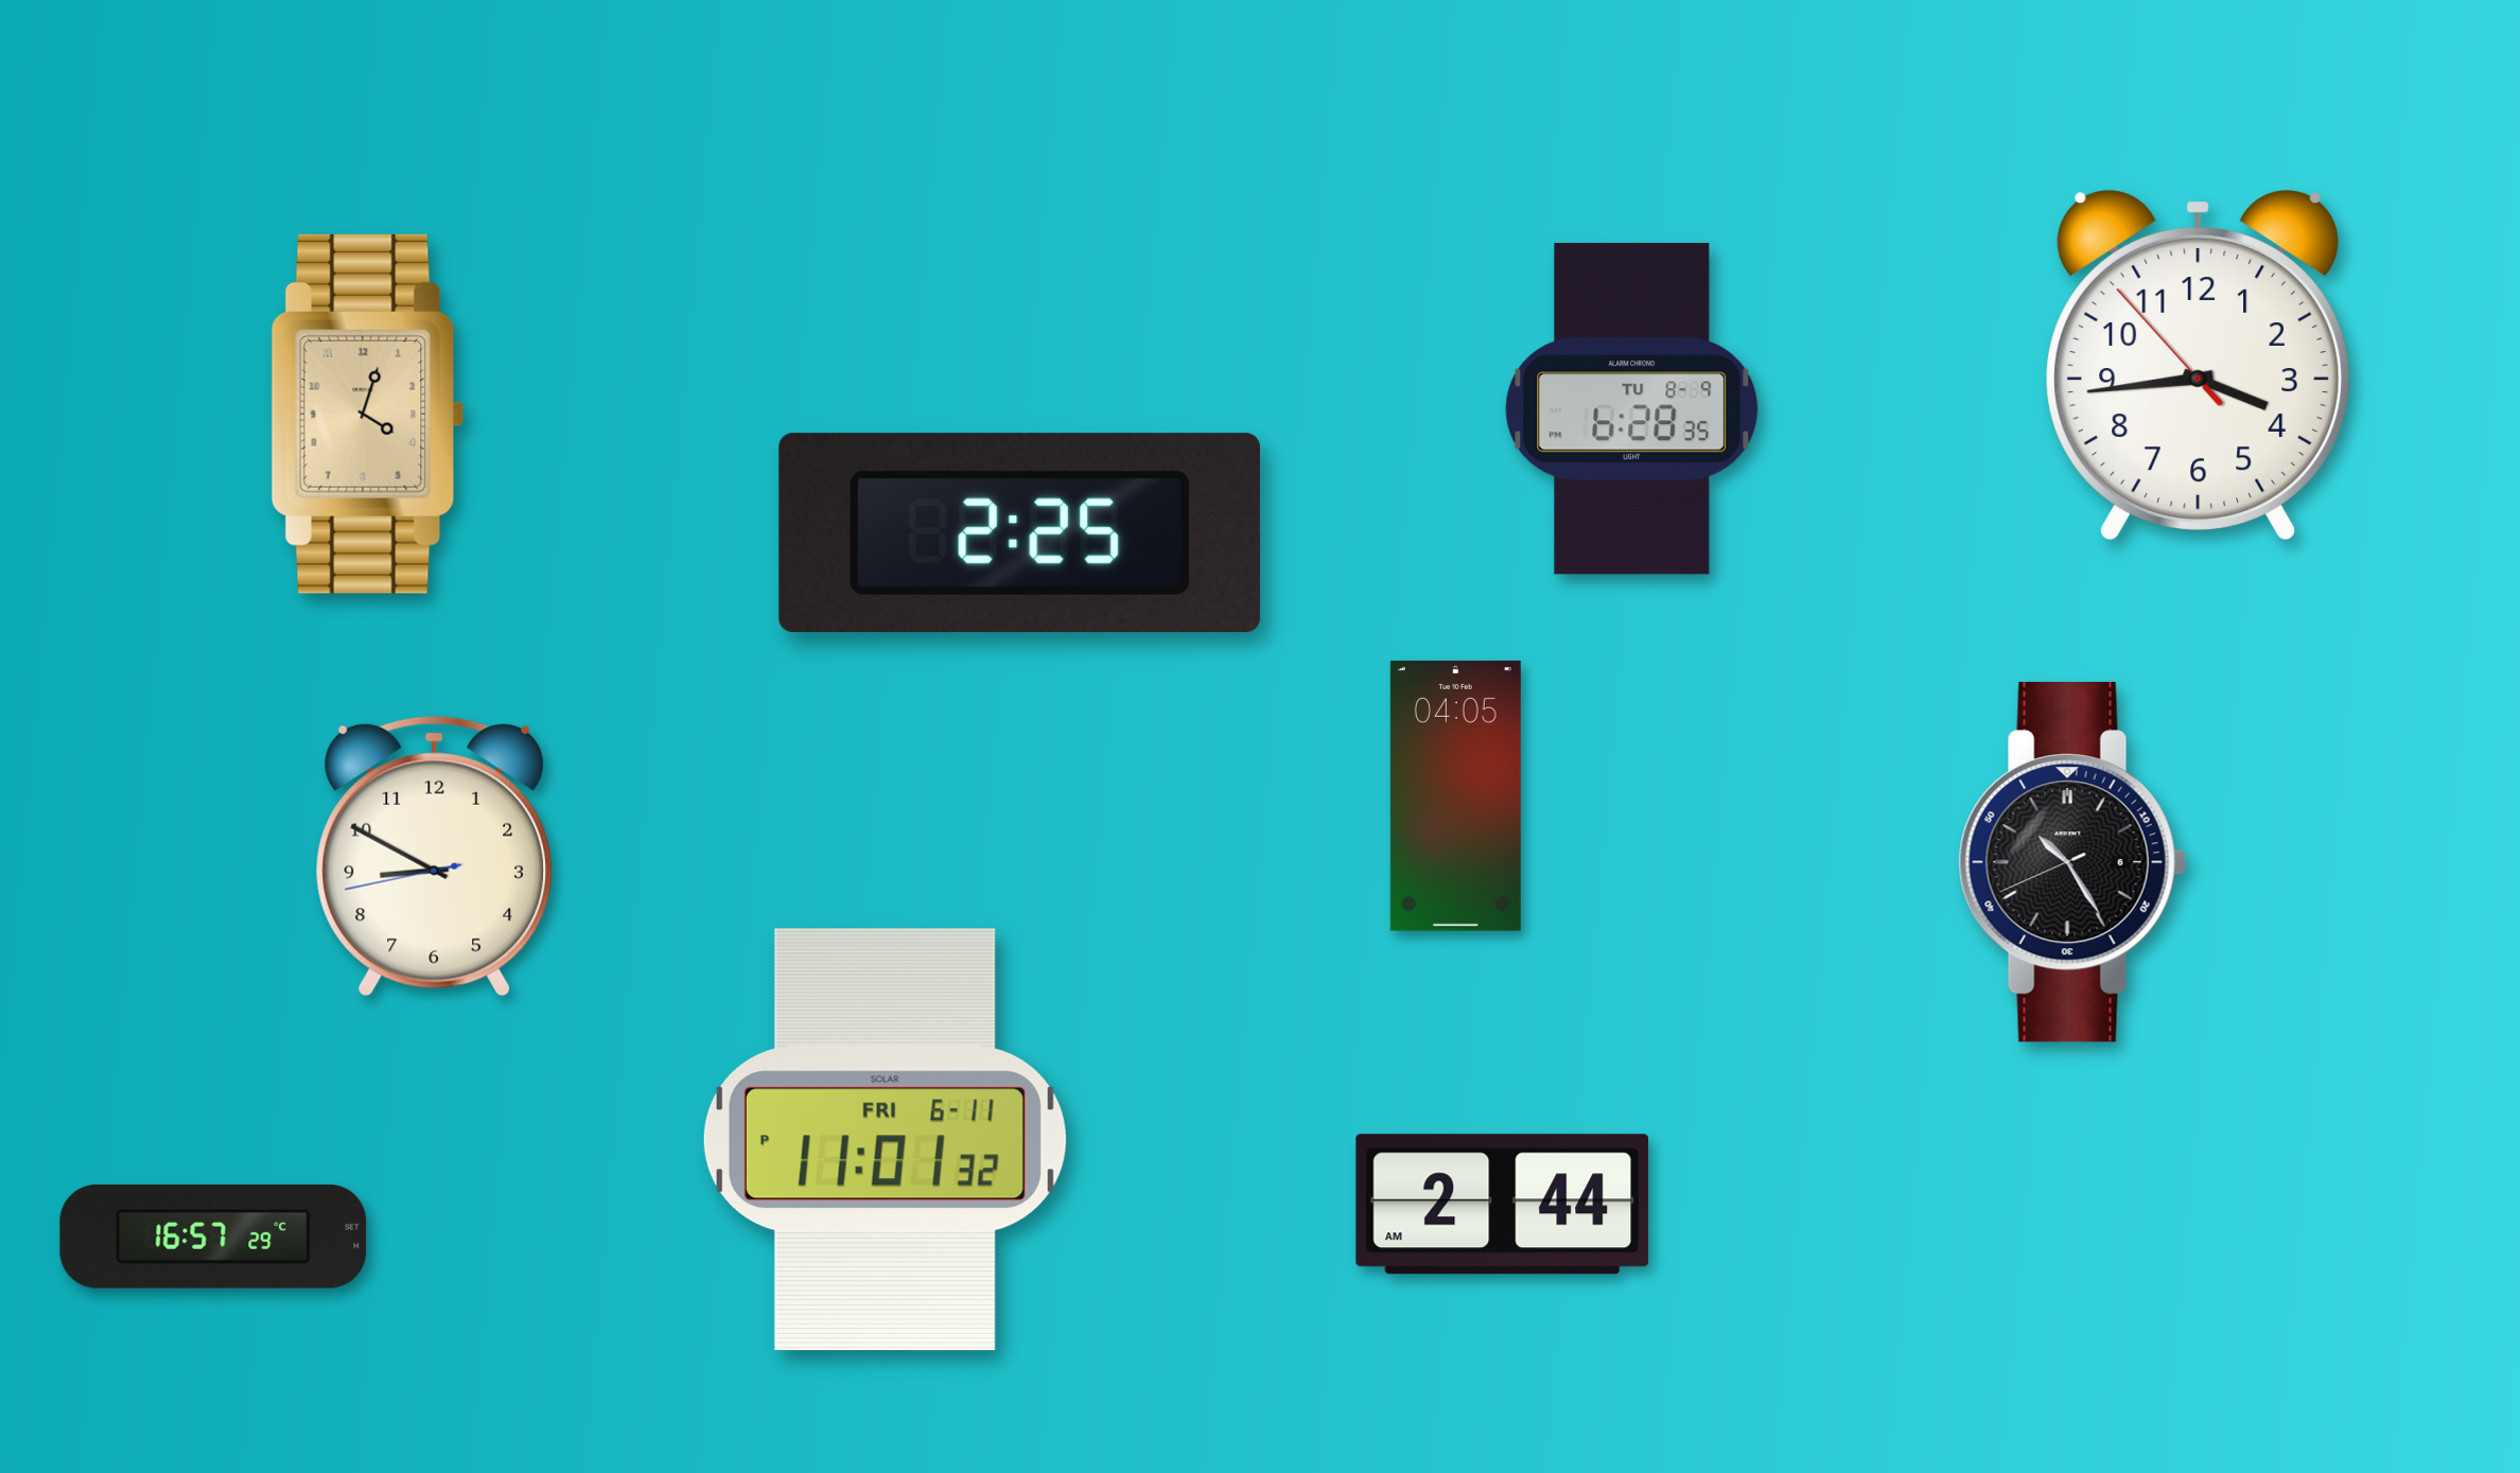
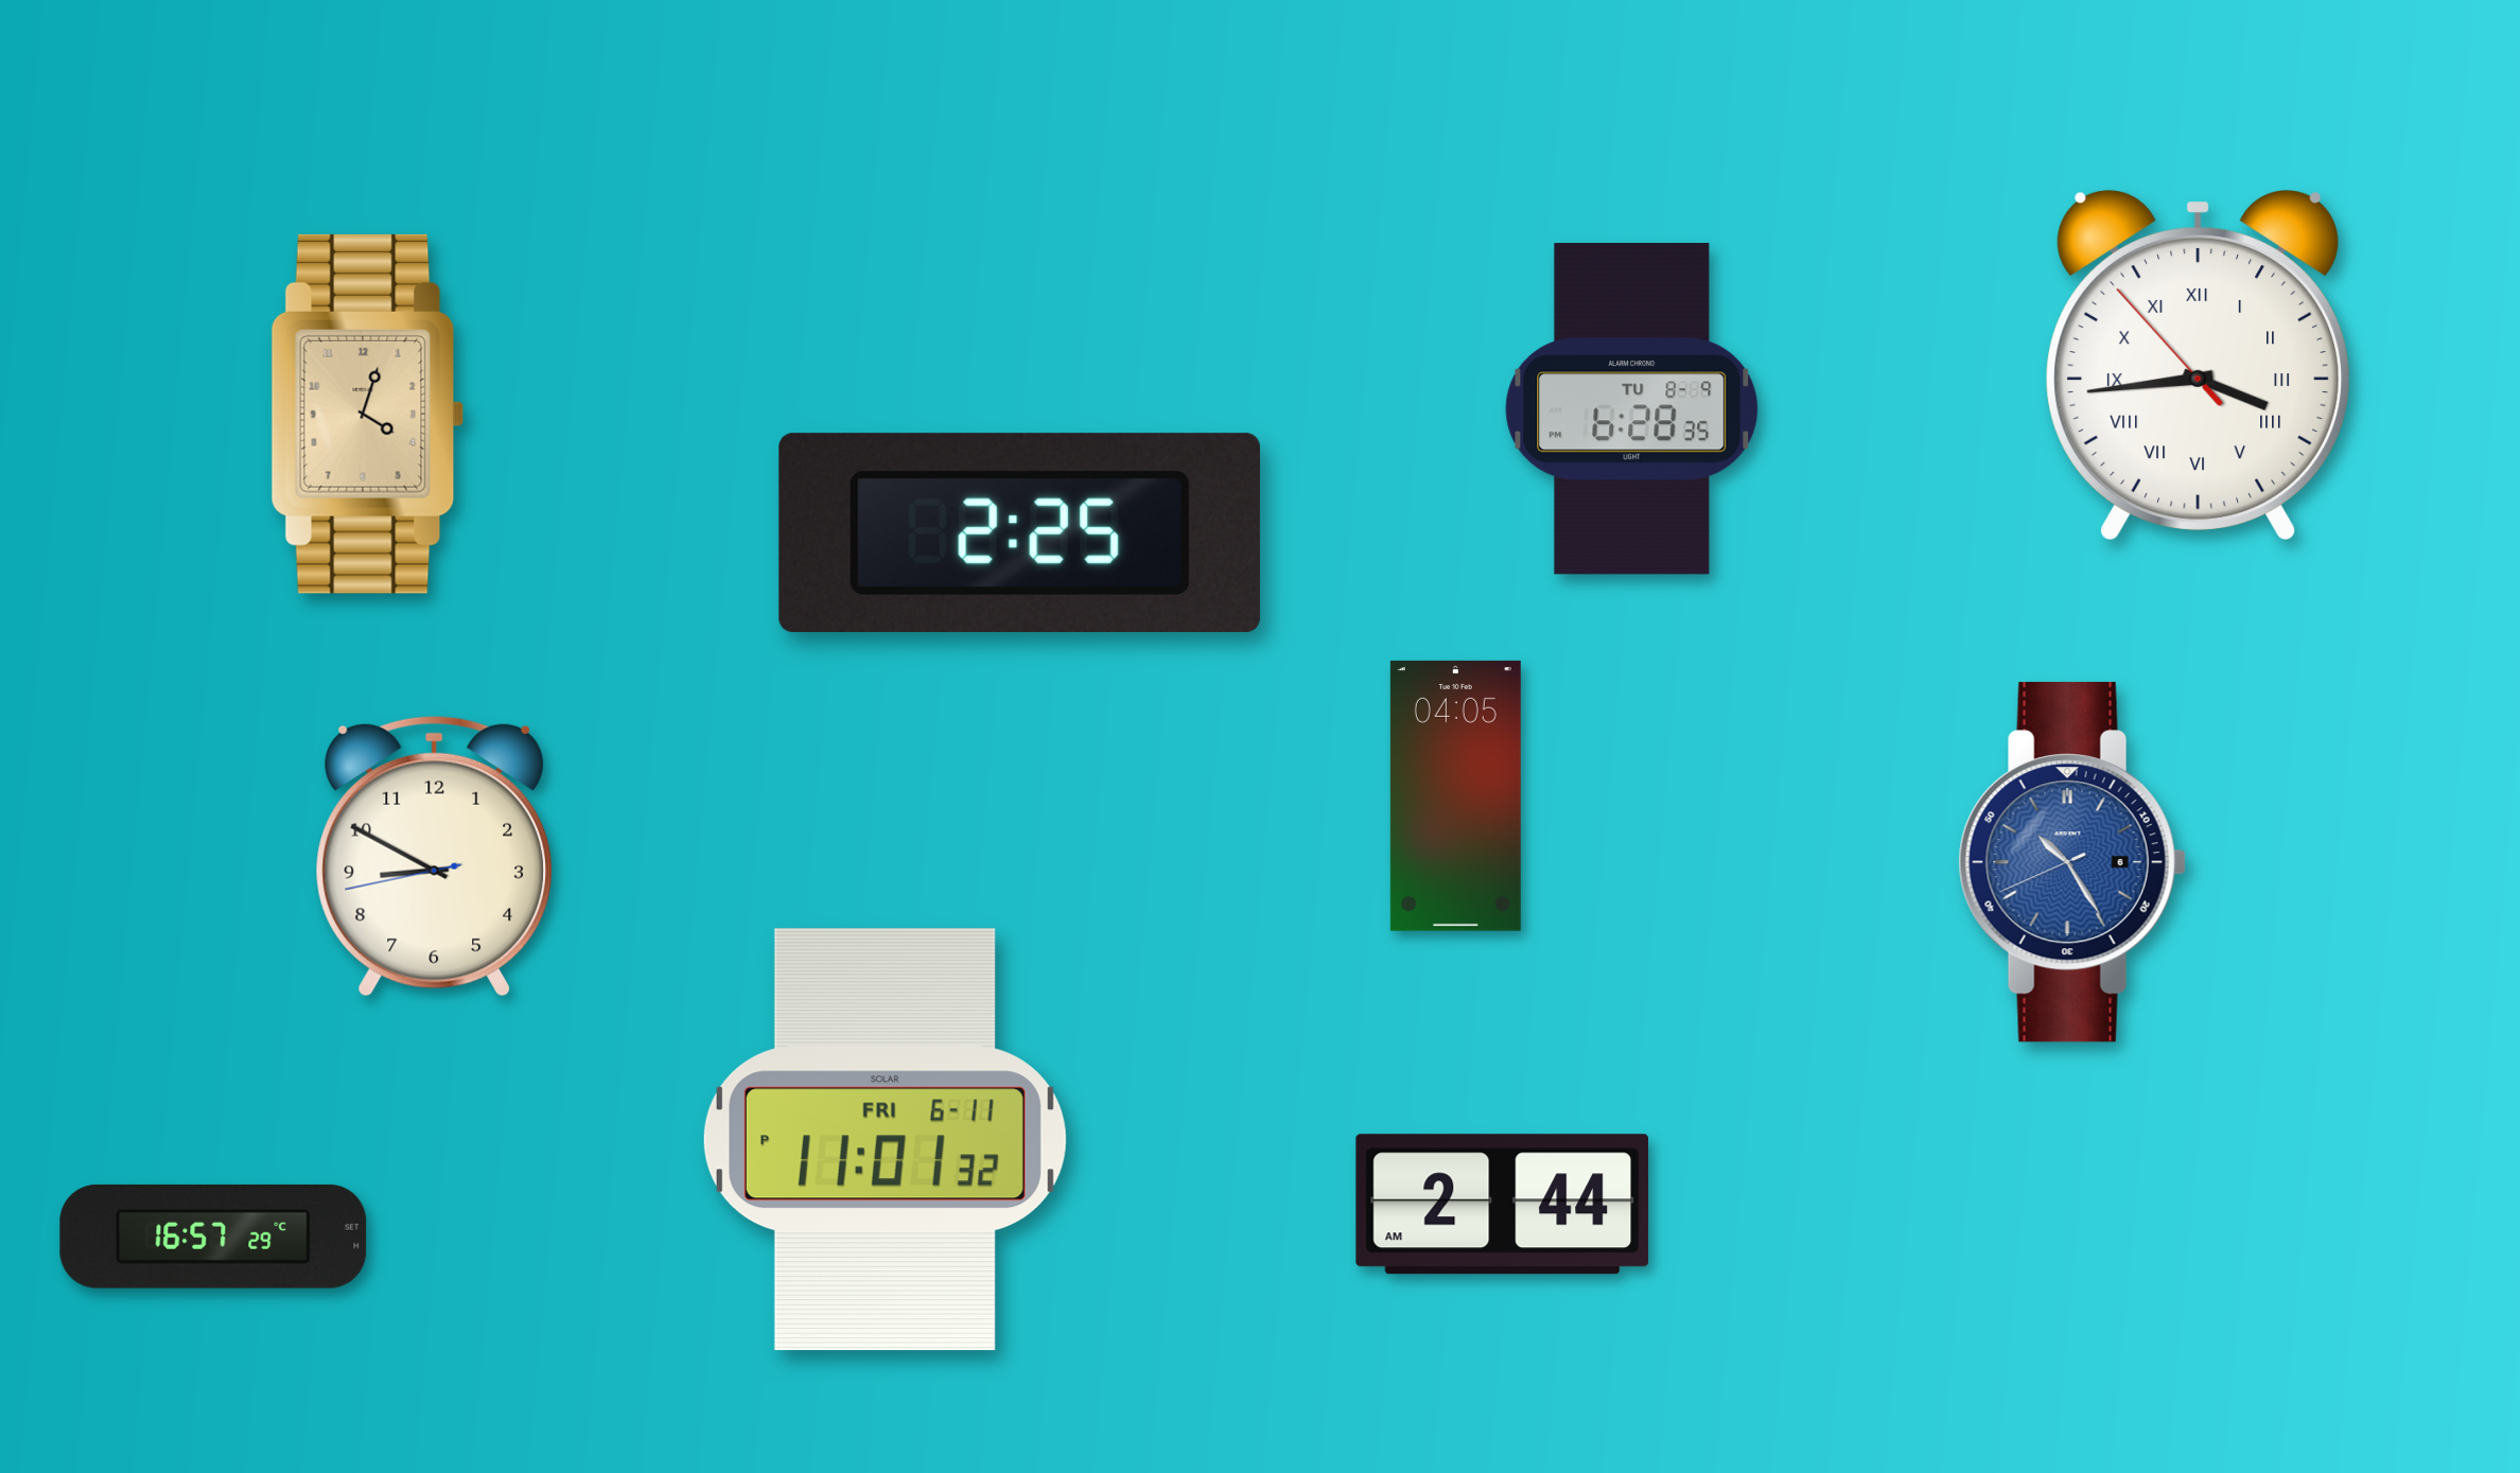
clock at (2199, 366) numerals: Arabic -> Roman
clock at (2072, 862) dial: black -> blue
